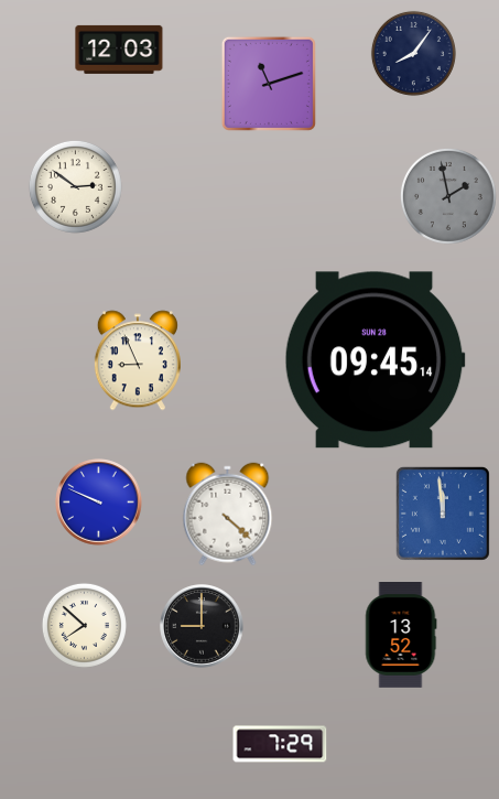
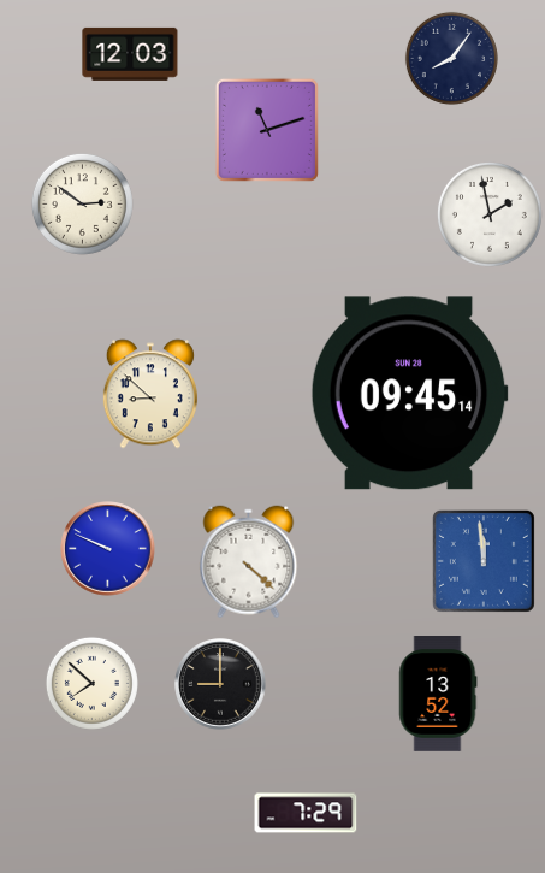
clock at (269, 84) position: (269, 84) -> (267, 130)
clock at (448, 196) dial: grey -> white
clock at (138, 360): 8:56 -> 8:52
